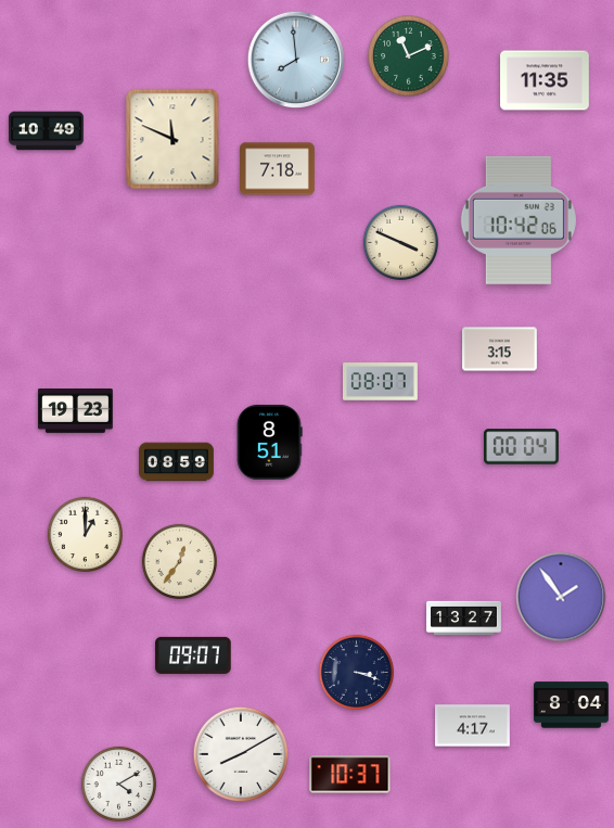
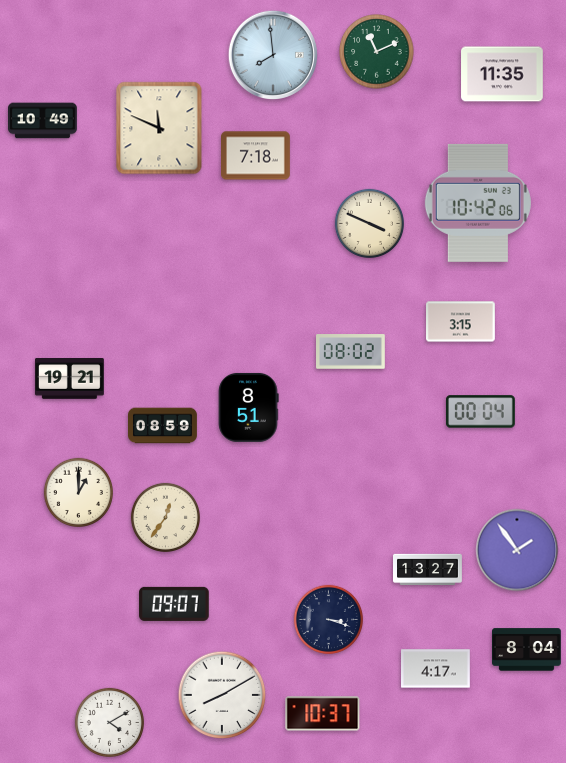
clock at (381, 382): 08:07 -> 08:02
clock at (75, 411): 19:23 -> 19:21
clock at (193, 655) position: (193, 655) -> (174, 604)
